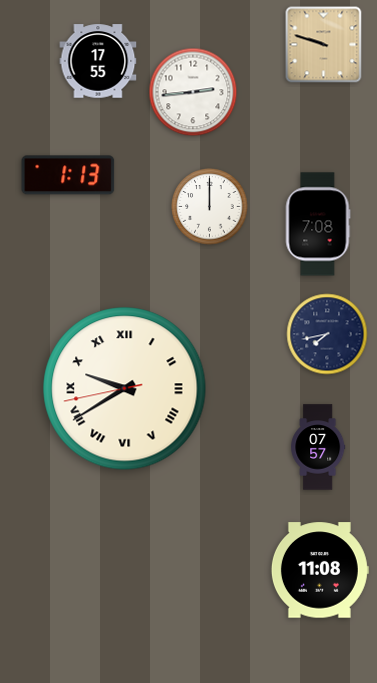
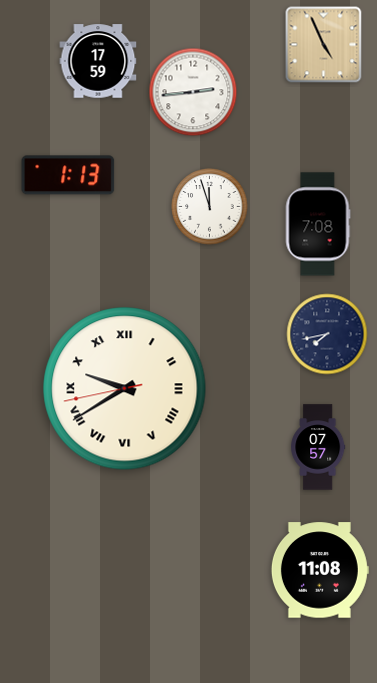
clock at (324, 45): 9:48 -> 4:56
clock at (98, 61): 17:55 -> 17:59
clock at (210, 207): 12:00 -> 11:57
